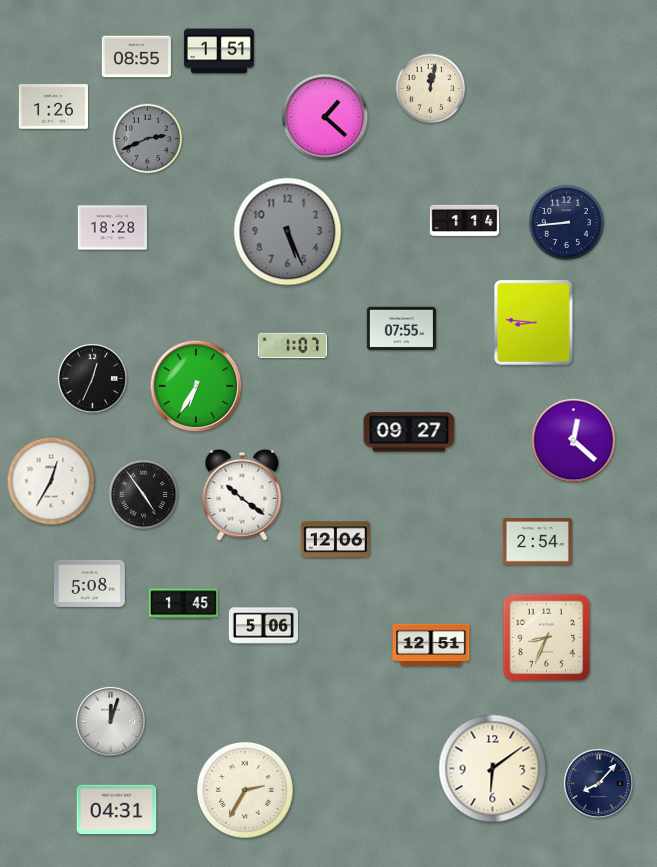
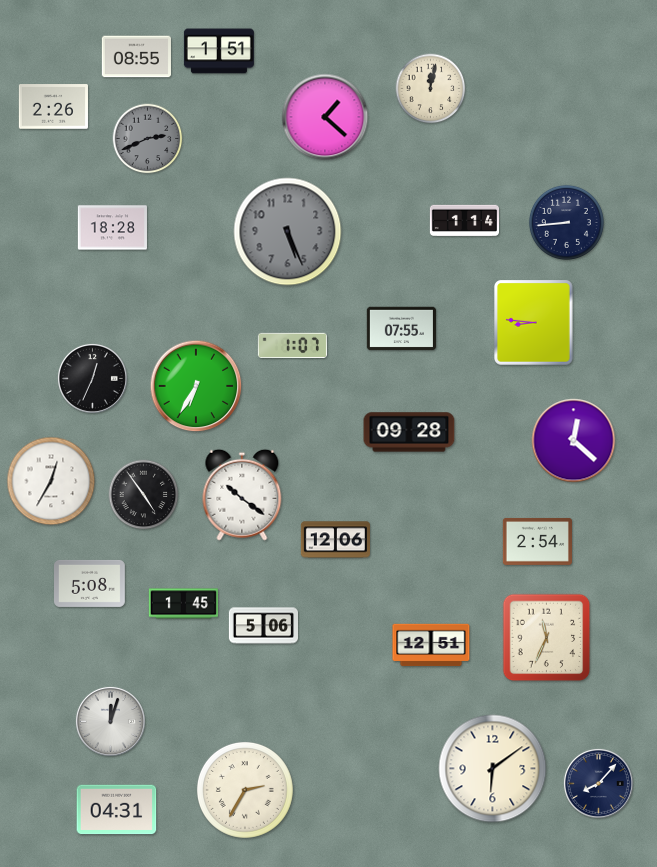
clock at (53, 107): 1:26 -> 2:26
clock at (409, 432): 09:27 -> 09:28
clock at (547, 638): 8:34 -> 11:34
